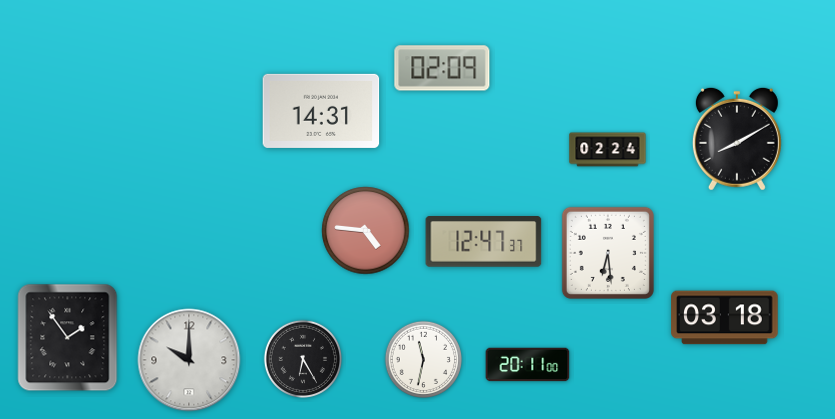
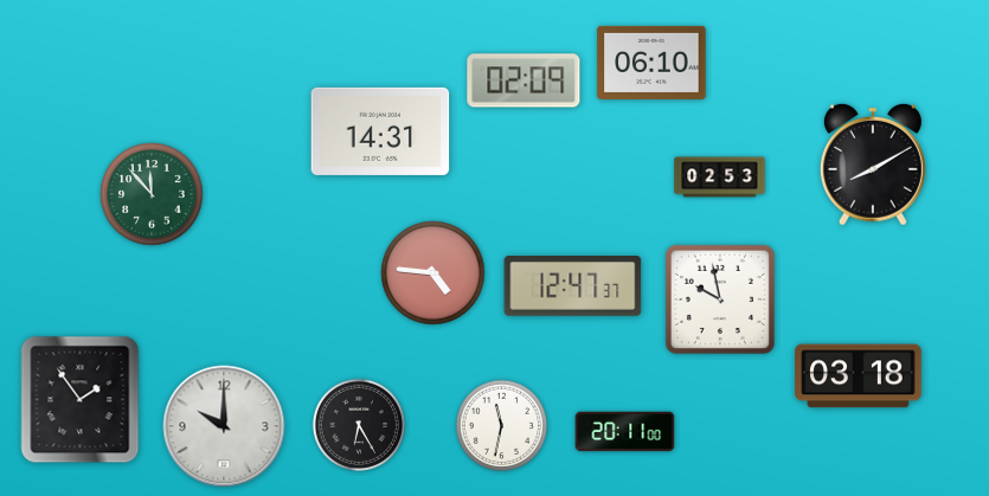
clock at (651, 63): none -> 06:10
clock at (608, 150): 02:24 -> 02:53
clock at (152, 194): none -> 11:53
clock at (608, 253): 6:29 -> 9:58
